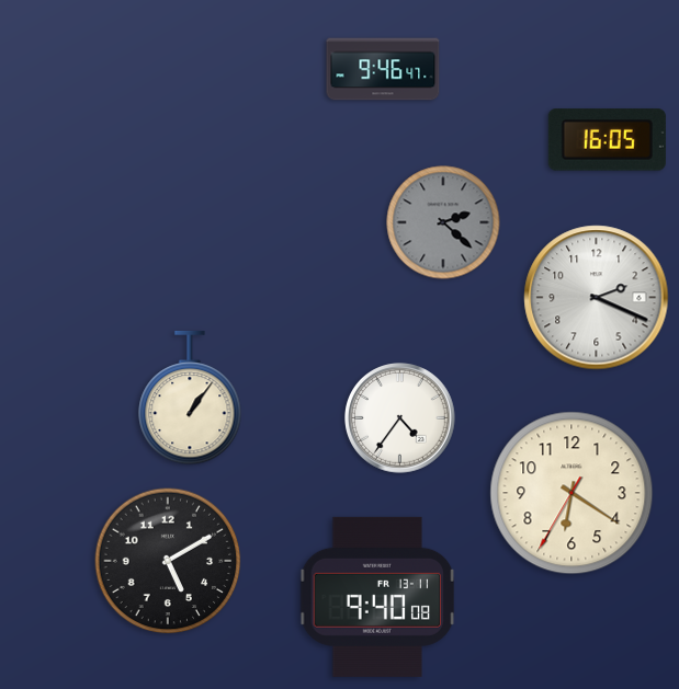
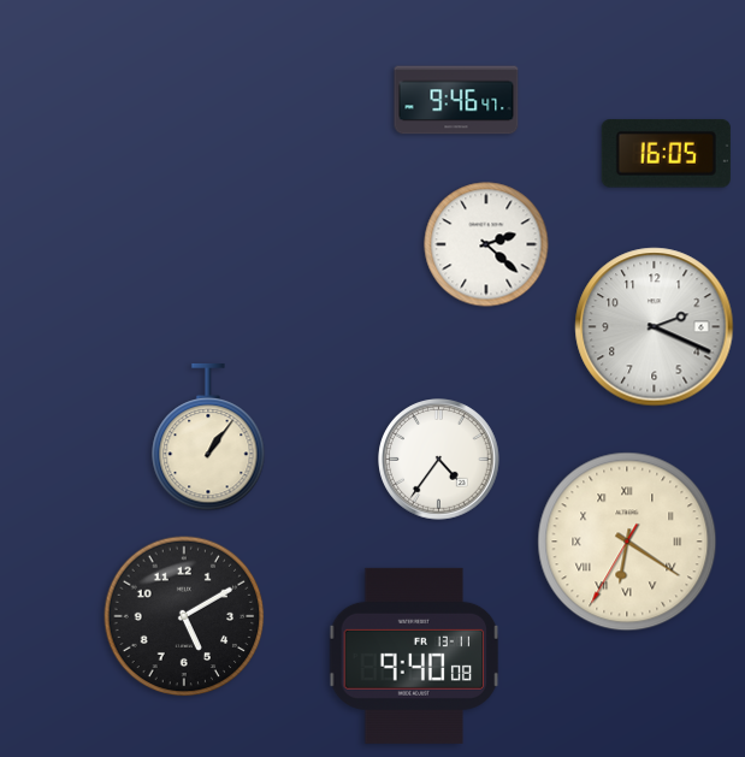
clock at (383, 69) position: (383, 69) -> (456, 100)
clock at (443, 222) dial: grey -> white
clock at (572, 493) numerals: Arabic -> Roman
